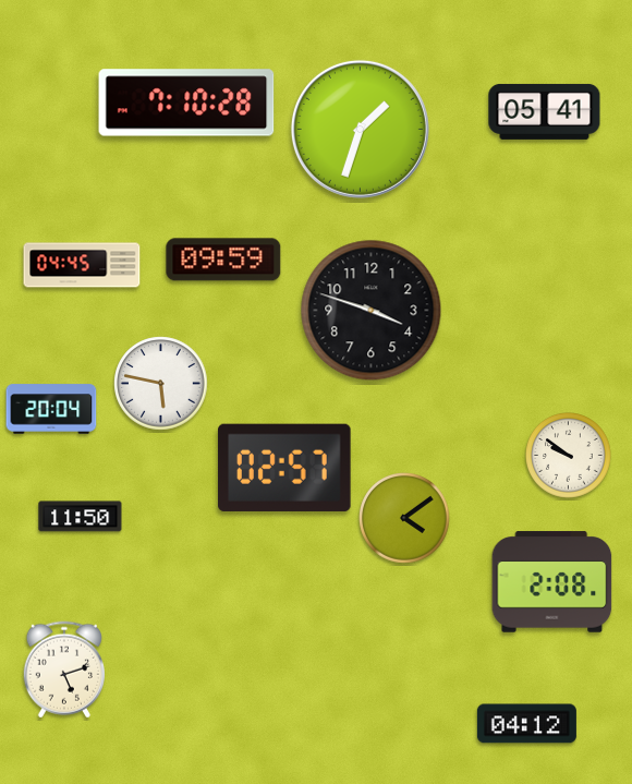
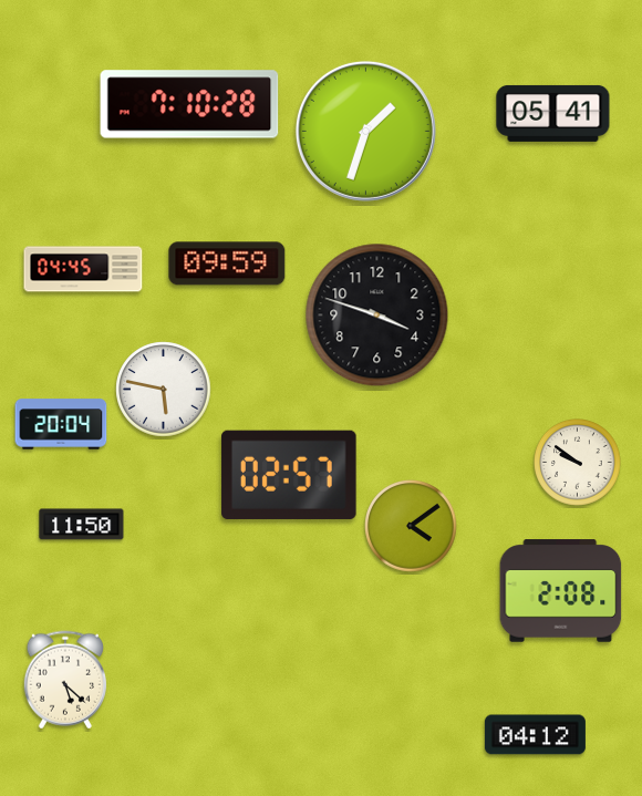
clock at (51, 409) position: (51, 409) -> (61, 424)
clock at (63, 670): 5:12 -> 5:22
